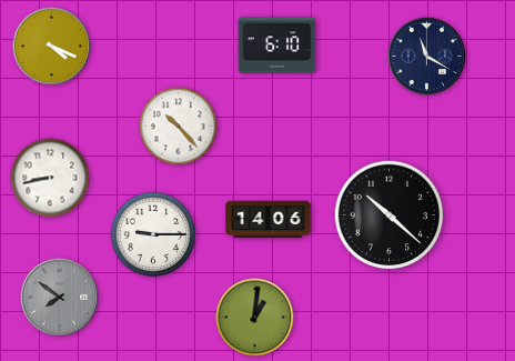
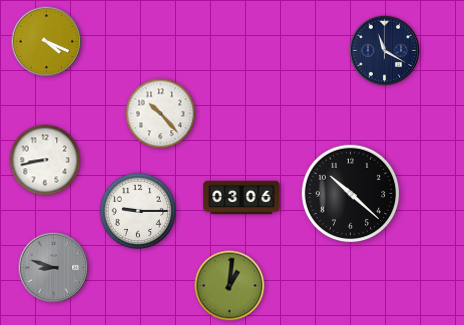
clock at (277, 46): 6:10 -> none
clock at (269, 220): 14:06 -> 03:06
clock at (60, 298): 7:51 -> 8:48
